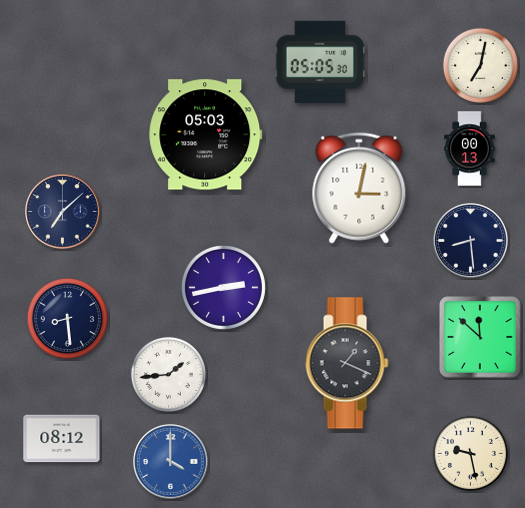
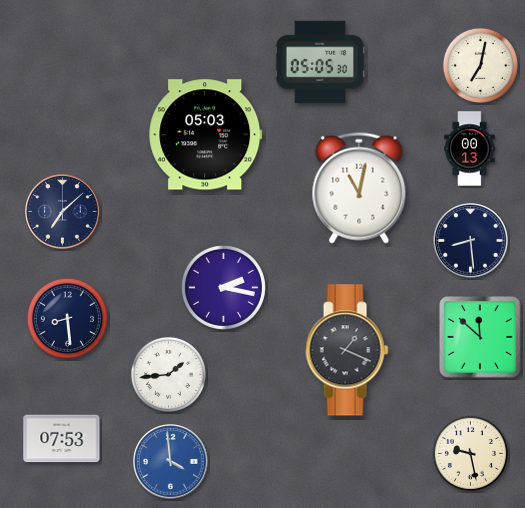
clock at (359, 188): 3:02 -> 11:02
clock at (223, 287): 2:43 -> 2:17
clock at (347, 363) position: (347, 363) -> (347, 350)
clock at (62, 439): 08:12 -> 07:53
clock at (171, 462): 4:00 -> 3:59
